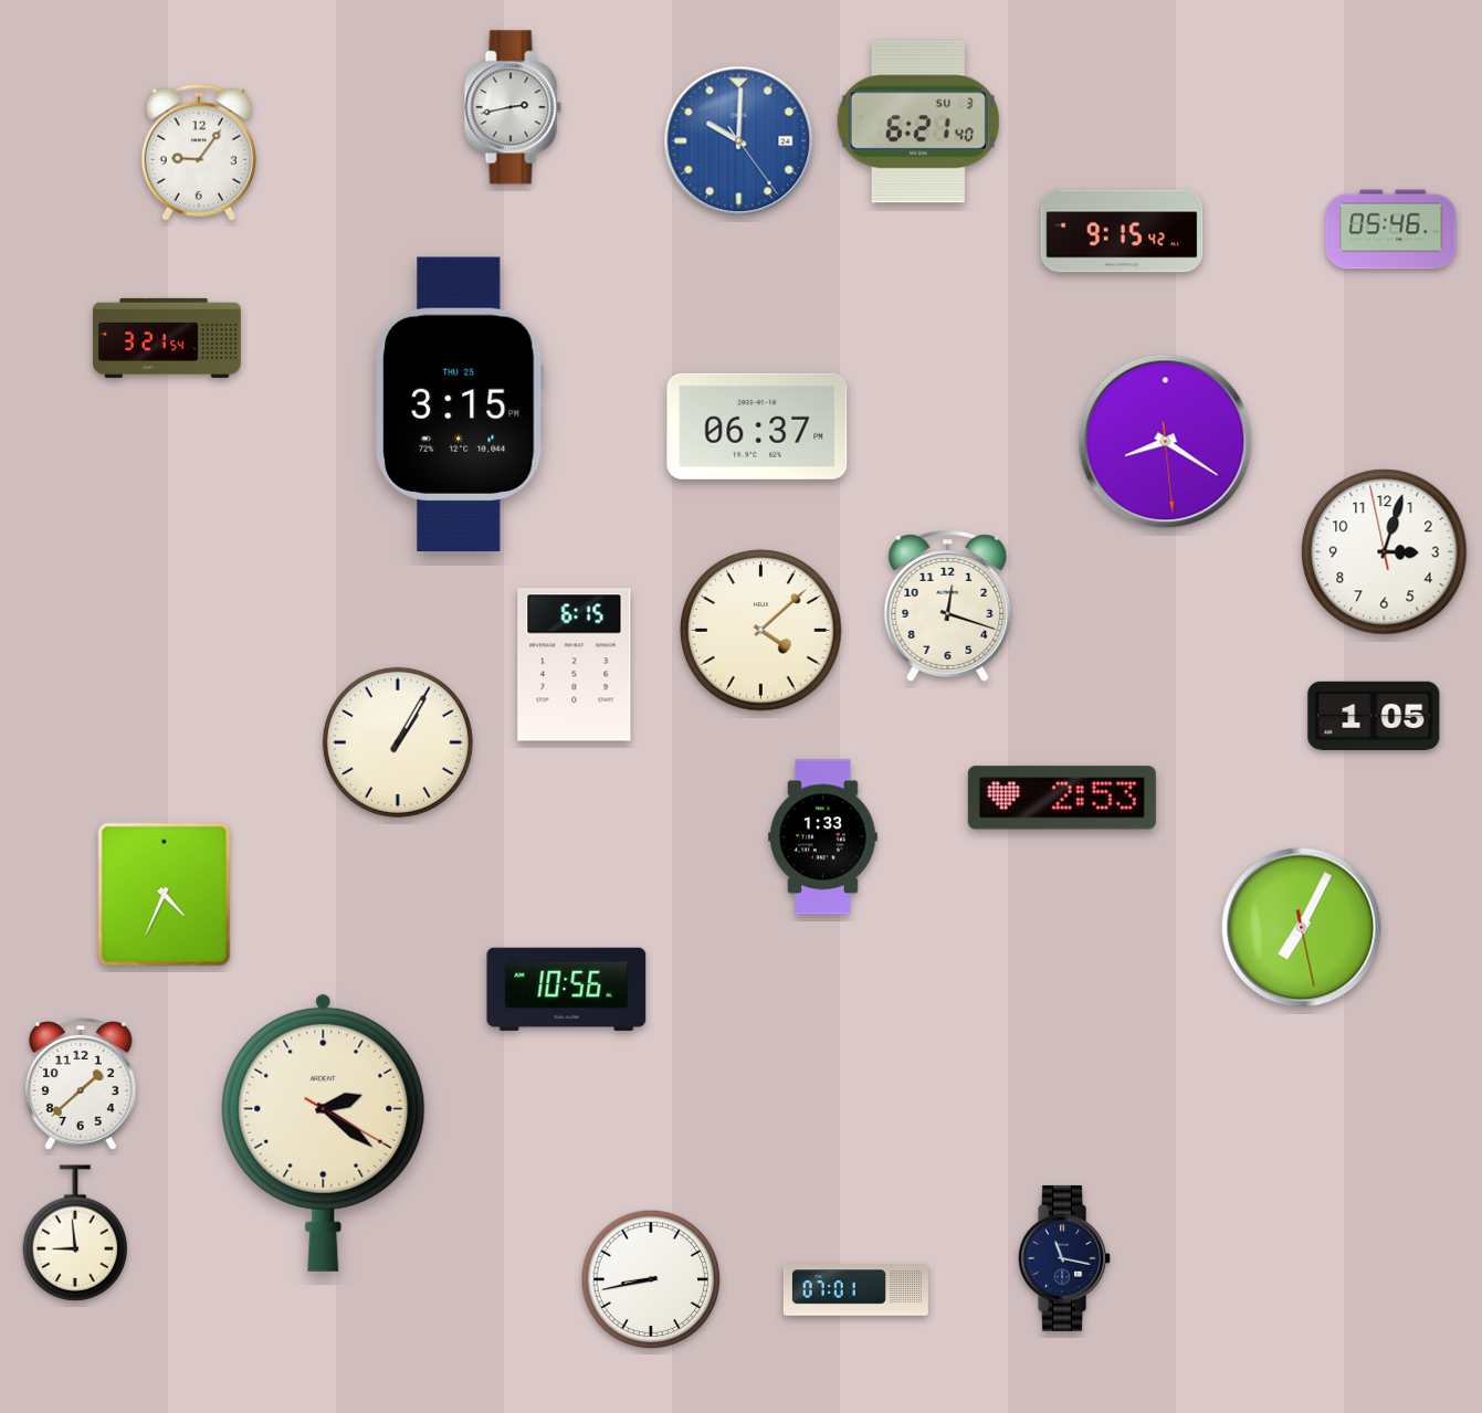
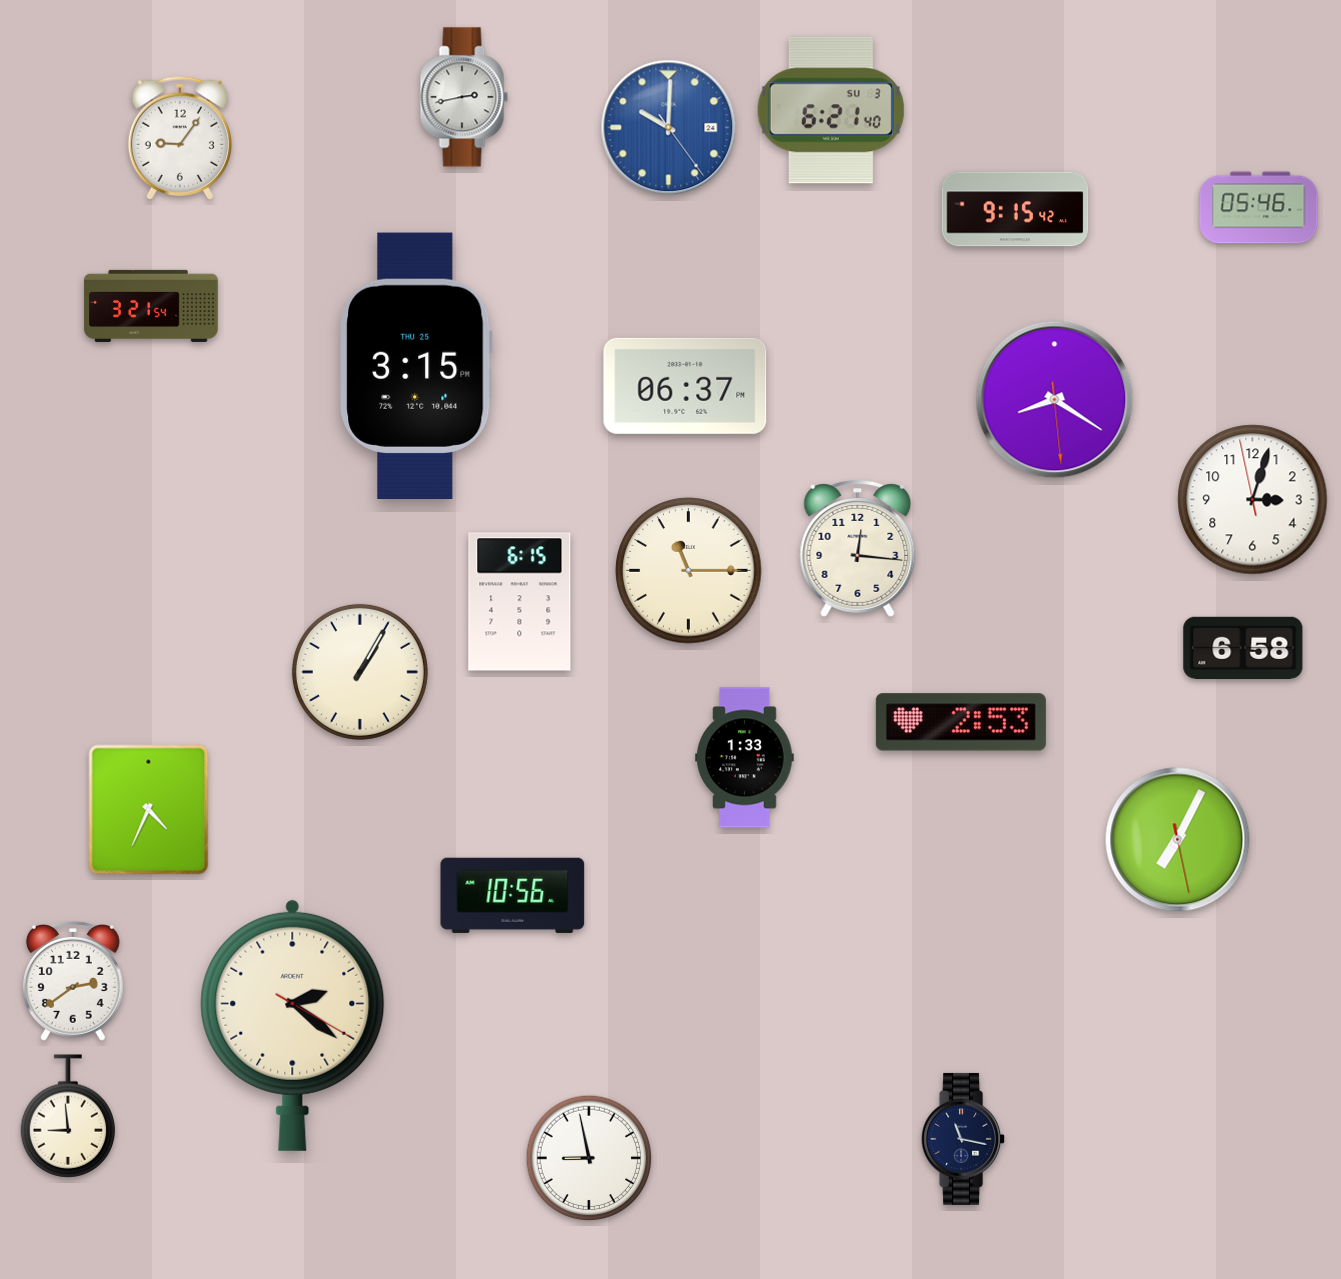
clock at (948, 607): 12:18 -> 12:16
clock at (761, 631): 4:08 -> 11:15
clock at (1374, 716): 1:05 -> 6:58
clock at (81, 1085): 1:38 -> 2:39
clock at (651, 1279): 8:43 -> 8:58
clock at (855, 1290): 07:01 -> none
